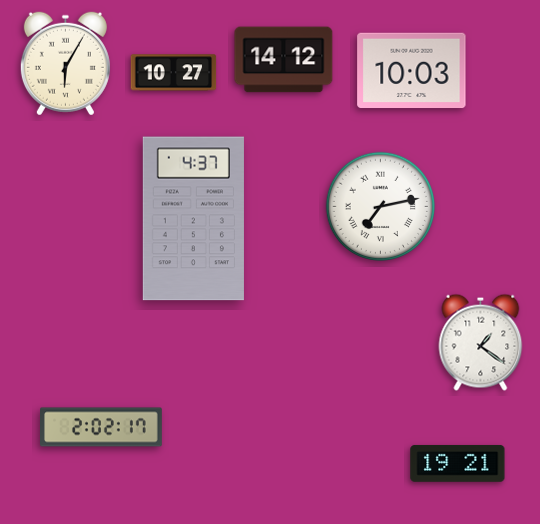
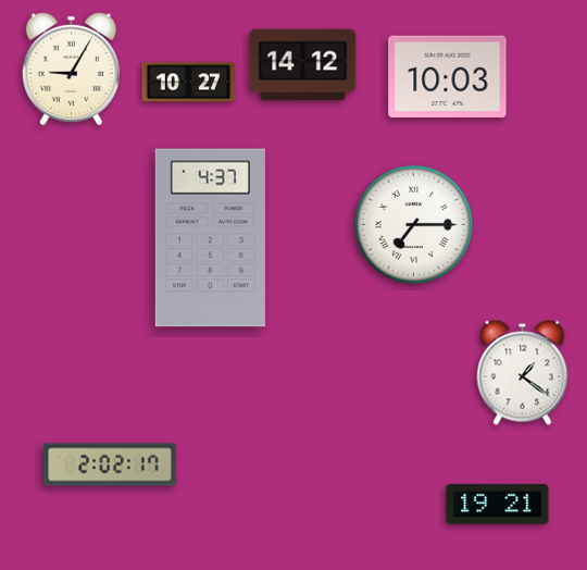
clock at (284, 60) position: (284, 60) -> (303, 65)
clock at (65, 64): 6:05 -> 9:05
clock at (174, 73) position: (174, 73) -> (189, 83)
clock at (380, 206): 7:13 -> 7:15
